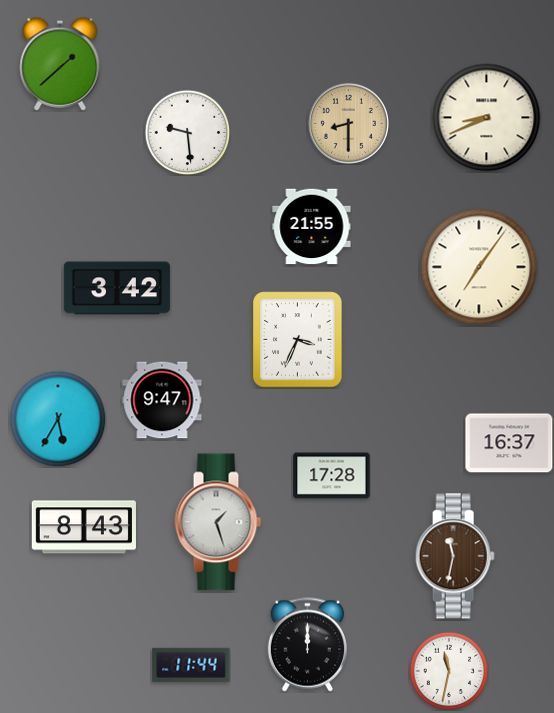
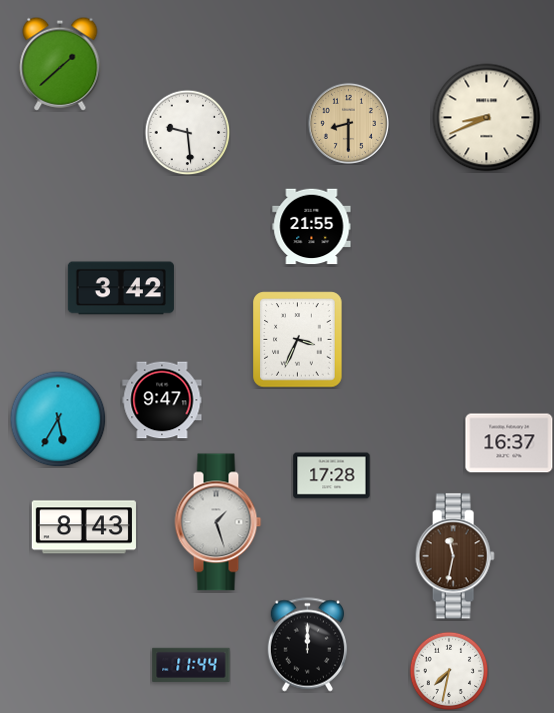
clock at (479, 267): 7:06 -> none
clock at (117, 288) position: (117, 288) -> (121, 288)
clock at (449, 671): 11:32 -> 7:32
